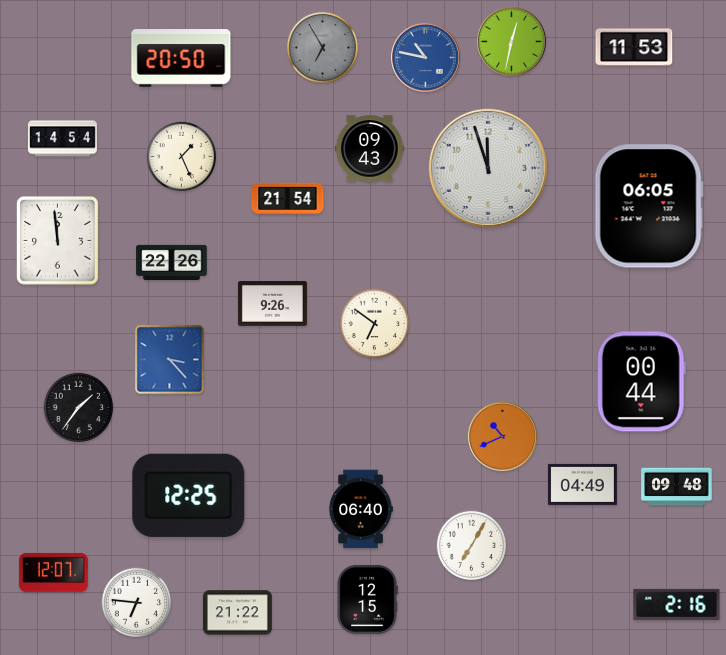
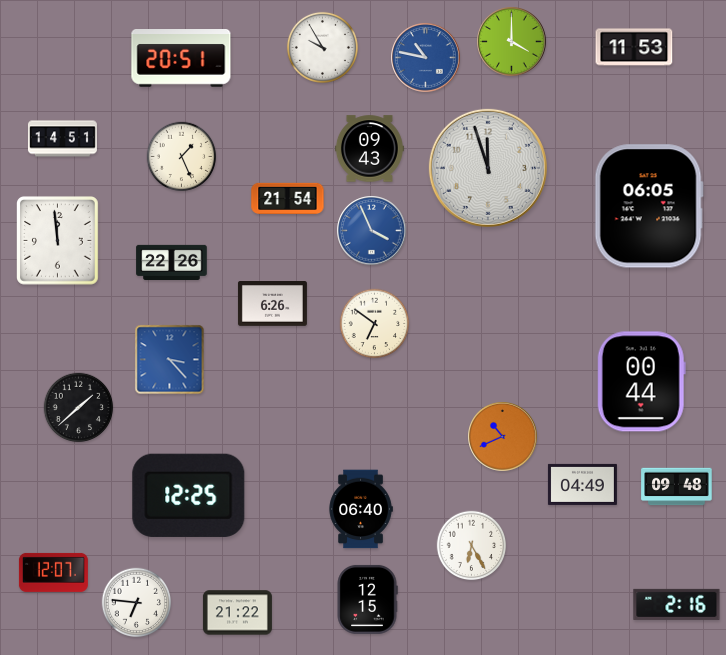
clock at (512, 42): 12:32 -> 4:00
clock at (322, 47): 6:55 -> 9:55
clock at (322, 47) dial: grey -> white
clock at (181, 59): 20:50 -> 20:51
clock at (62, 139): 14:54 -> 14:51
clock at (372, 231): none -> 3:56
clock at (272, 304): 9:26 -> 6:26
clock at (79, 408): 1:36 -> 1:38
clock at (472, 546): 7:05 -> 6:25
